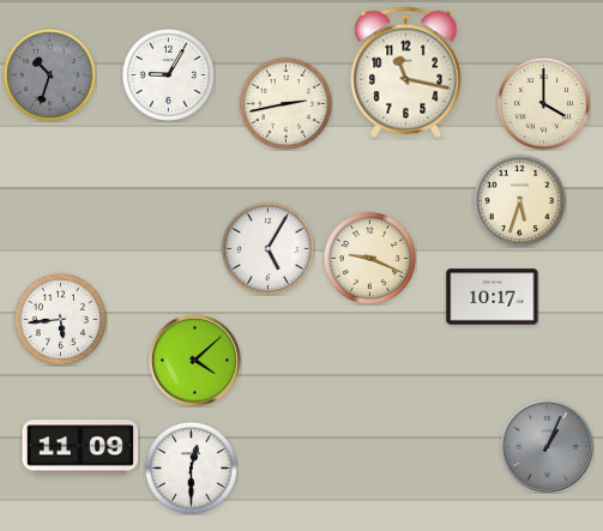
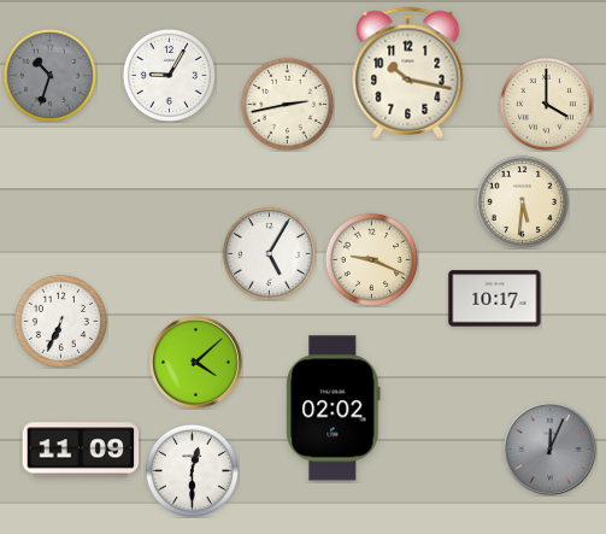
clock at (406, 72): 11:17 -> 10:17
clock at (519, 200): 5:33 -> 5:31
clock at (267, 248) position: (267, 248) -> (269, 253)
clock at (60, 319): 5:44 -> 6:34
clock at (334, 409): none -> 02:02
clock at (548, 447): 1:04 -> 12:04
